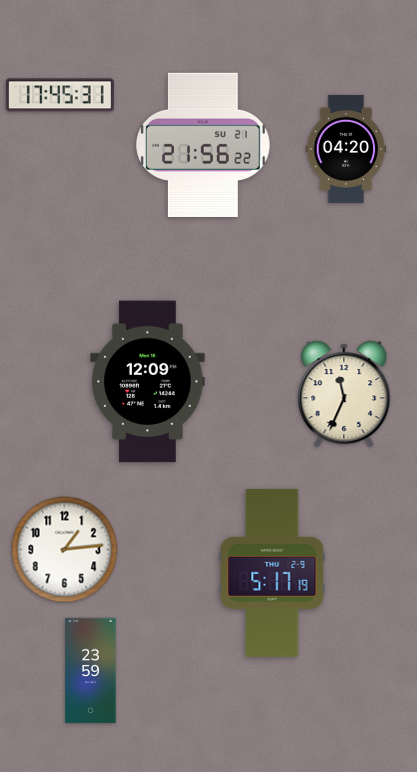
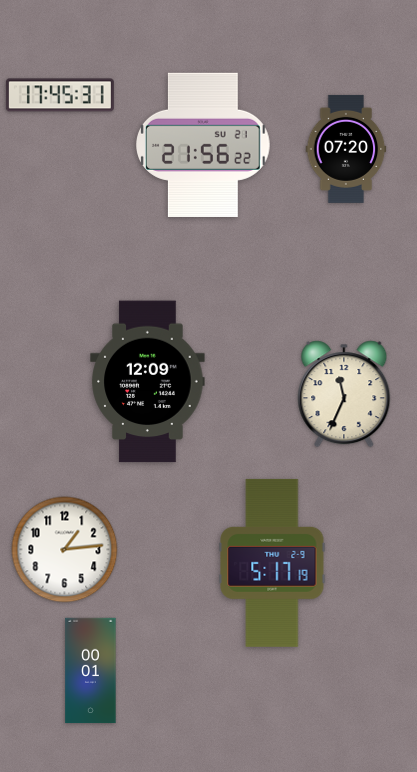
clock at (346, 149): 04:20 -> 07:20
clock at (272, 573) position: (272, 573) -> (272, 563)
clock at (91, 671): 23:59 -> 00:01
